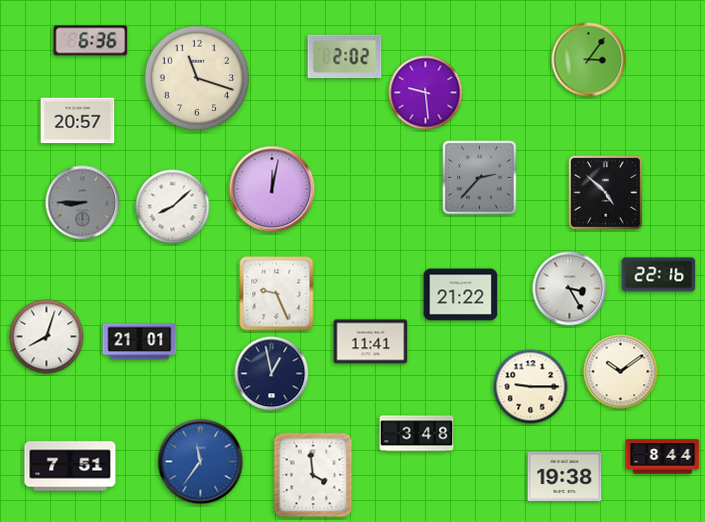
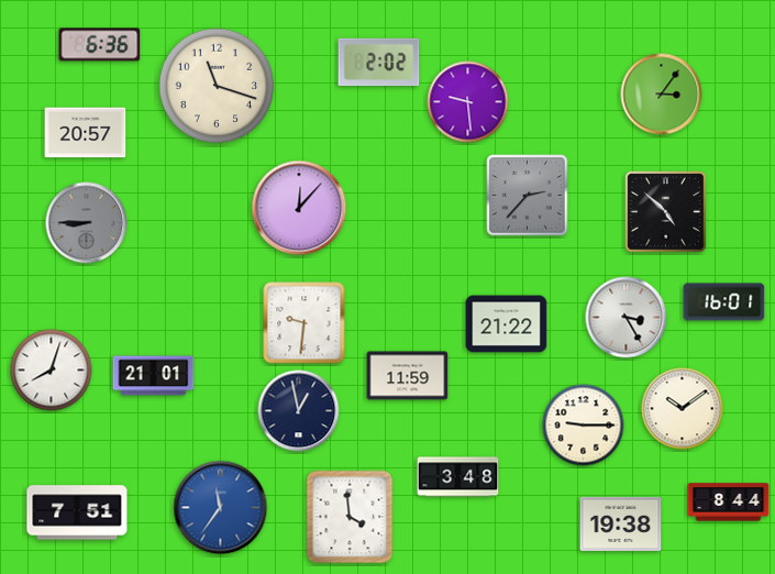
clock at (589, 60) position: (589, 60) -> (662, 95)
clock at (272, 189): 12:02 -> 12:07
clock at (83, 203) position: (83, 203) -> (87, 223)
clock at (173, 207): 8:08 -> none
clock at (659, 275): 22:16 -> 16:01
clock at (277, 294): 9:26 -> 9:31
clock at (371, 342): 11:41 -> 11:59
clock at (313, 475) position: (313, 475) -> (350, 517)
